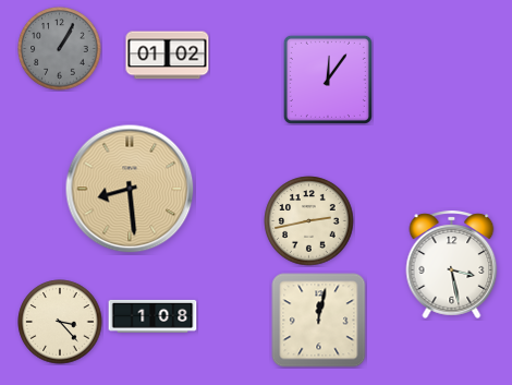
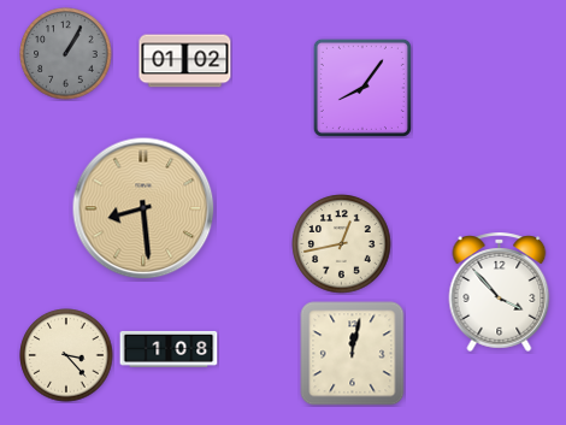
clock at (328, 80): 12:06 -> 8:06
clock at (309, 221): 2:43 -> 12:43
clock at (452, 264): 3:28 -> 3:53
